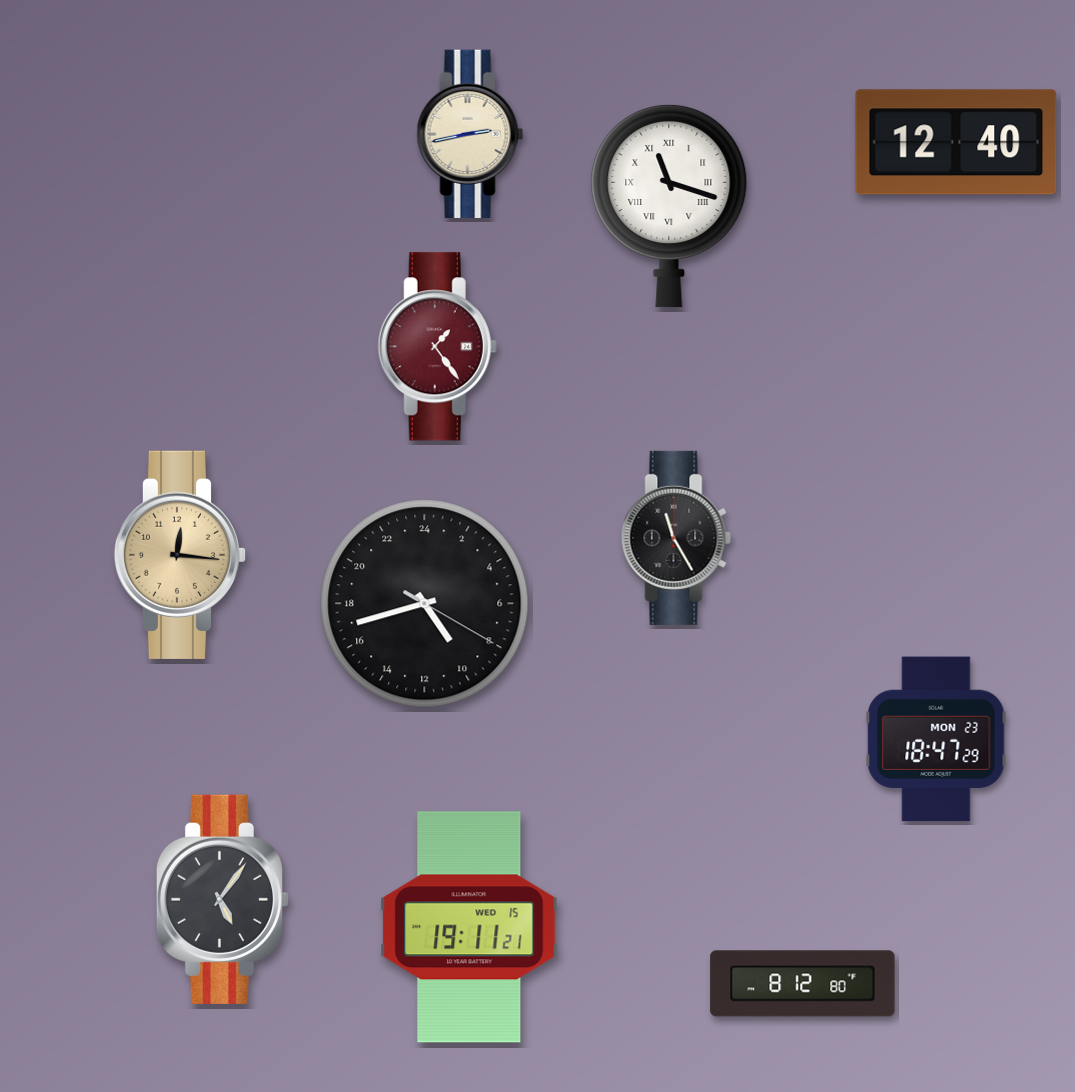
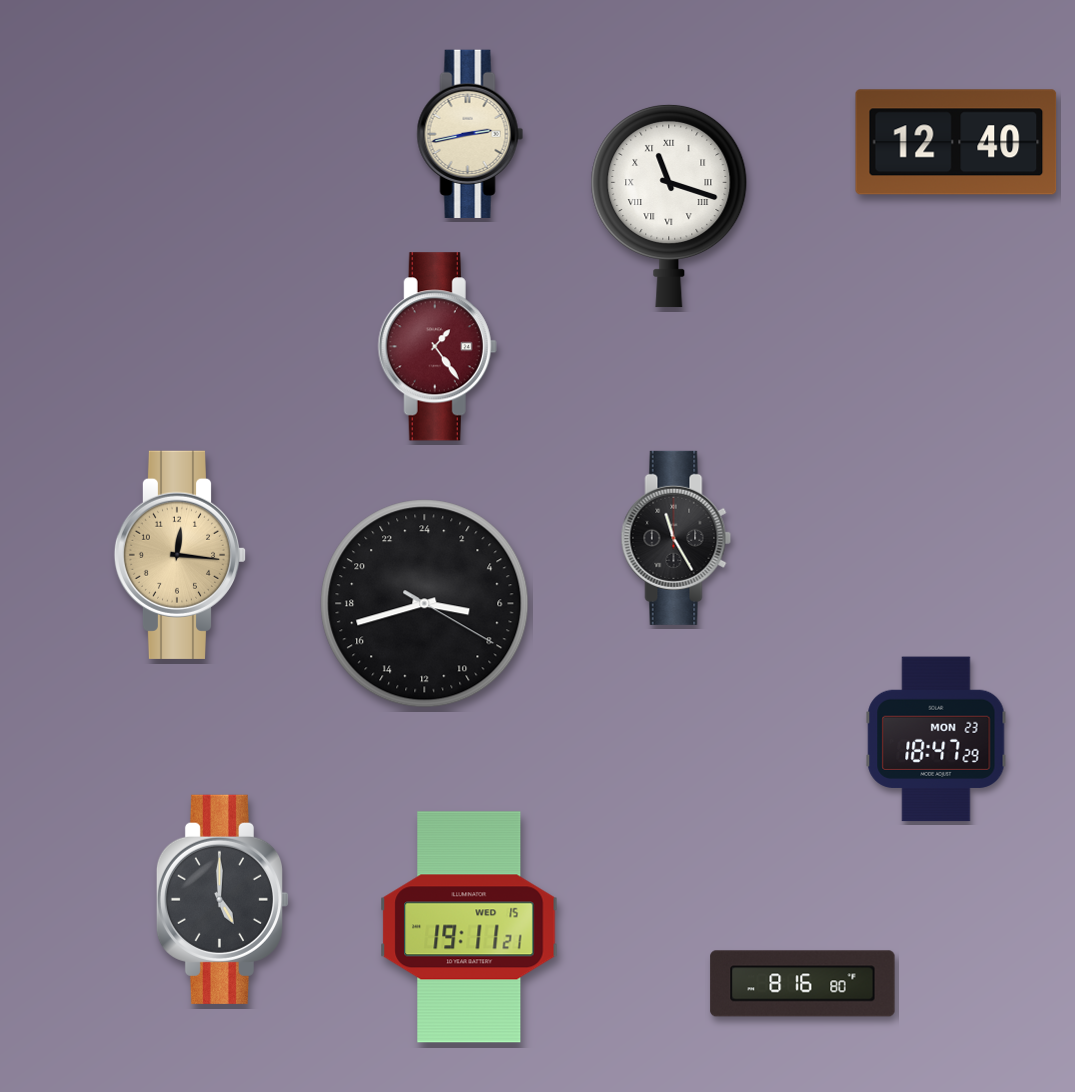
clock at (425, 604): 9:42 -> 6:42
clock at (222, 899): 5:06 -> 5:00
clock at (803, 984): 8:12 -> 8:16
